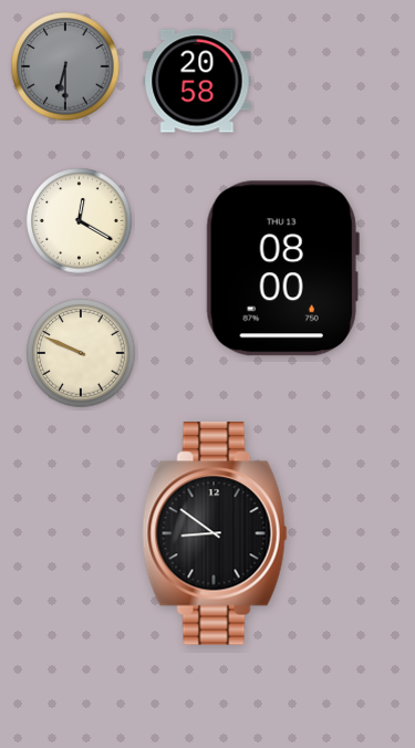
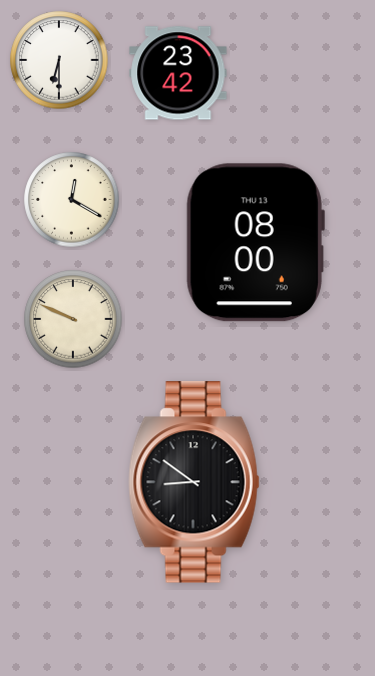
clock at (65, 66) dial: grey -> white
clock at (197, 81): 20:58 -> 23:42
